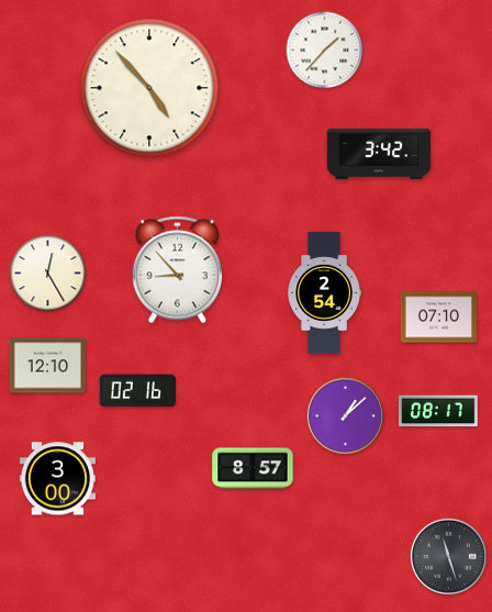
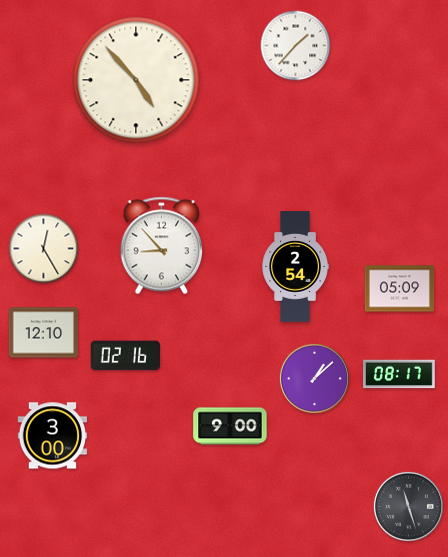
clock at (379, 153): 3:42 -> none
clock at (439, 318): 07:10 -> 05:09
clock at (253, 468): 8:57 -> 9:00
